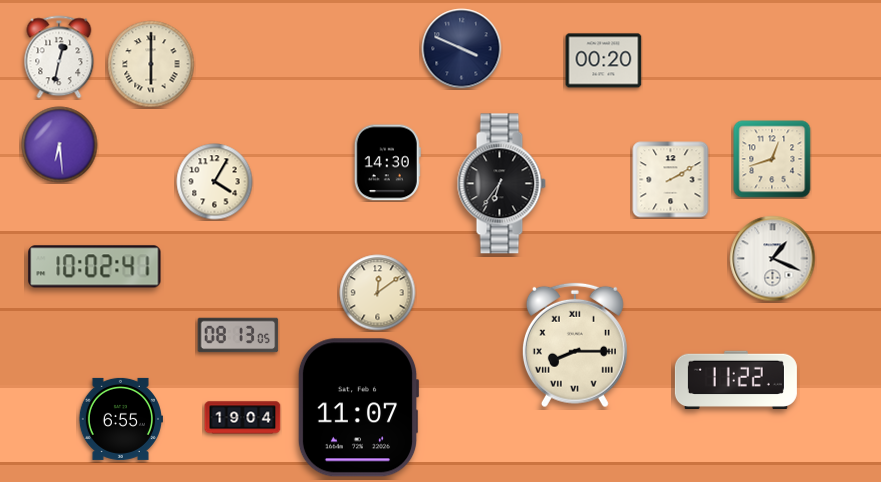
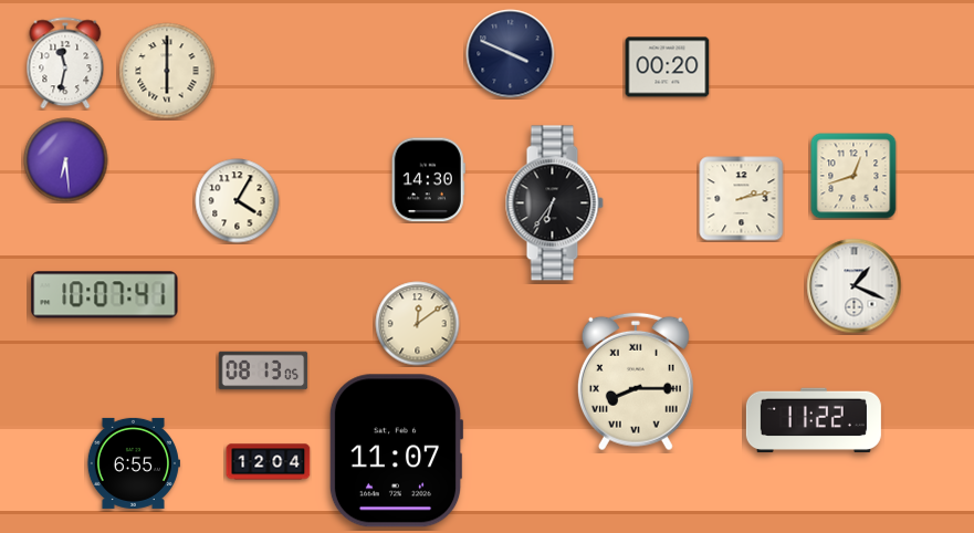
clock at (59, 57): 12:32 -> 11:32
clock at (671, 180): 2:10 -> 2:13
clock at (95, 267): 10:02 -> 10:07
clock at (243, 418): 19:04 -> 12:04
